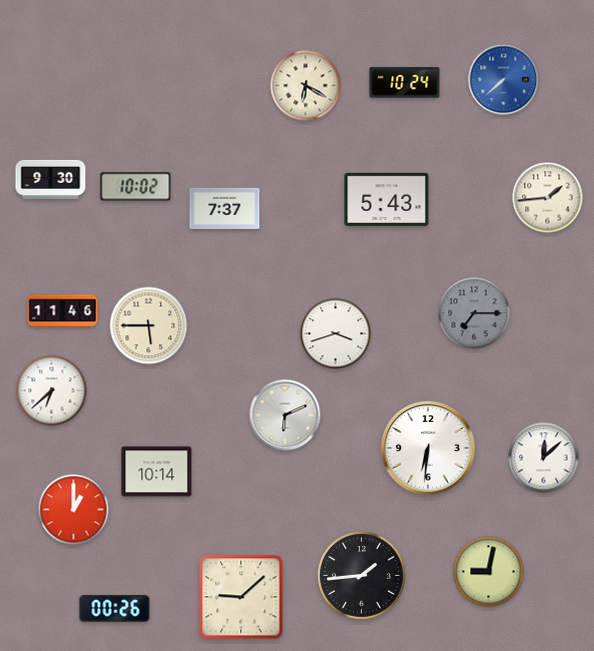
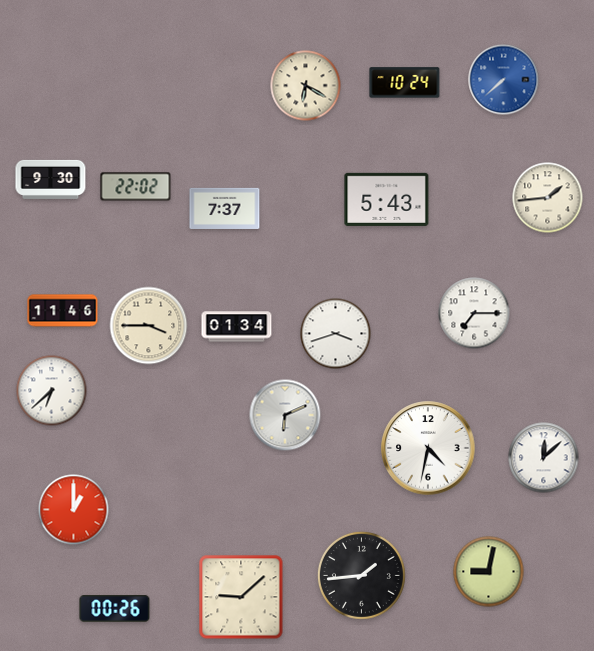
clock at (136, 187): 10:02 -> 22:02
clock at (474, 313) dial: grey -> white
clock at (149, 326): 5:45 -> 3:45
clock at (237, 327): none -> 01:34
clock at (428, 448): 6:31 -> 4:32
clock at (157, 472): 10:14 -> none
